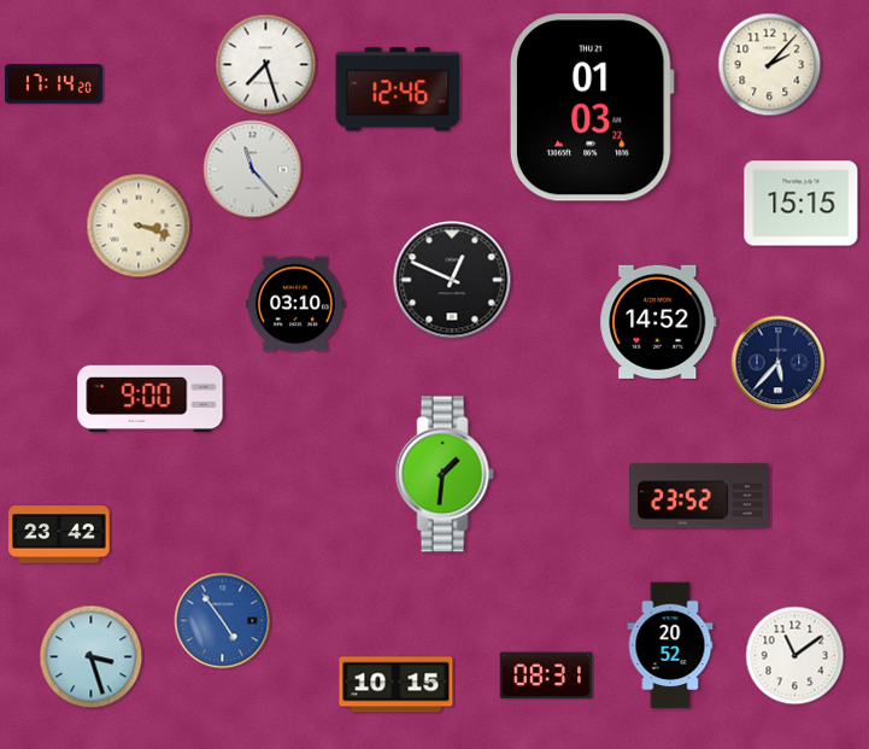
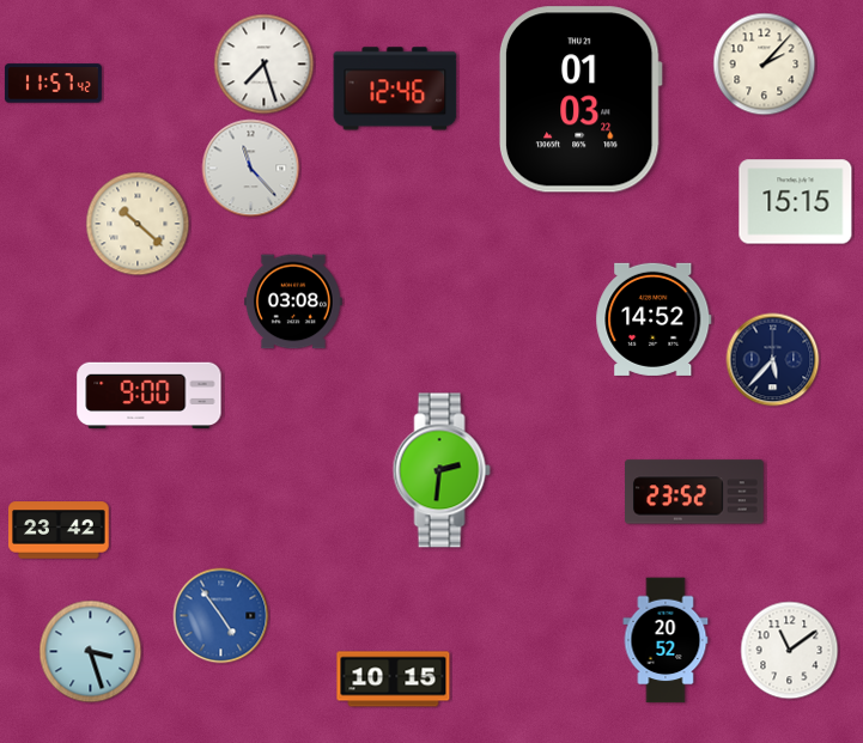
clock at (53, 84): 17:14 -> 11:57
clock at (592, 107) position: (592, 107) -> (581, 99)
clock at (139, 226): 3:18 -> 10:22
clock at (452, 280): 12:49 -> none
clock at (295, 304): 03:10 -> 03:08
clock at (445, 474): 1:31 -> 2:31
clock at (545, 675): 08:31 -> none
